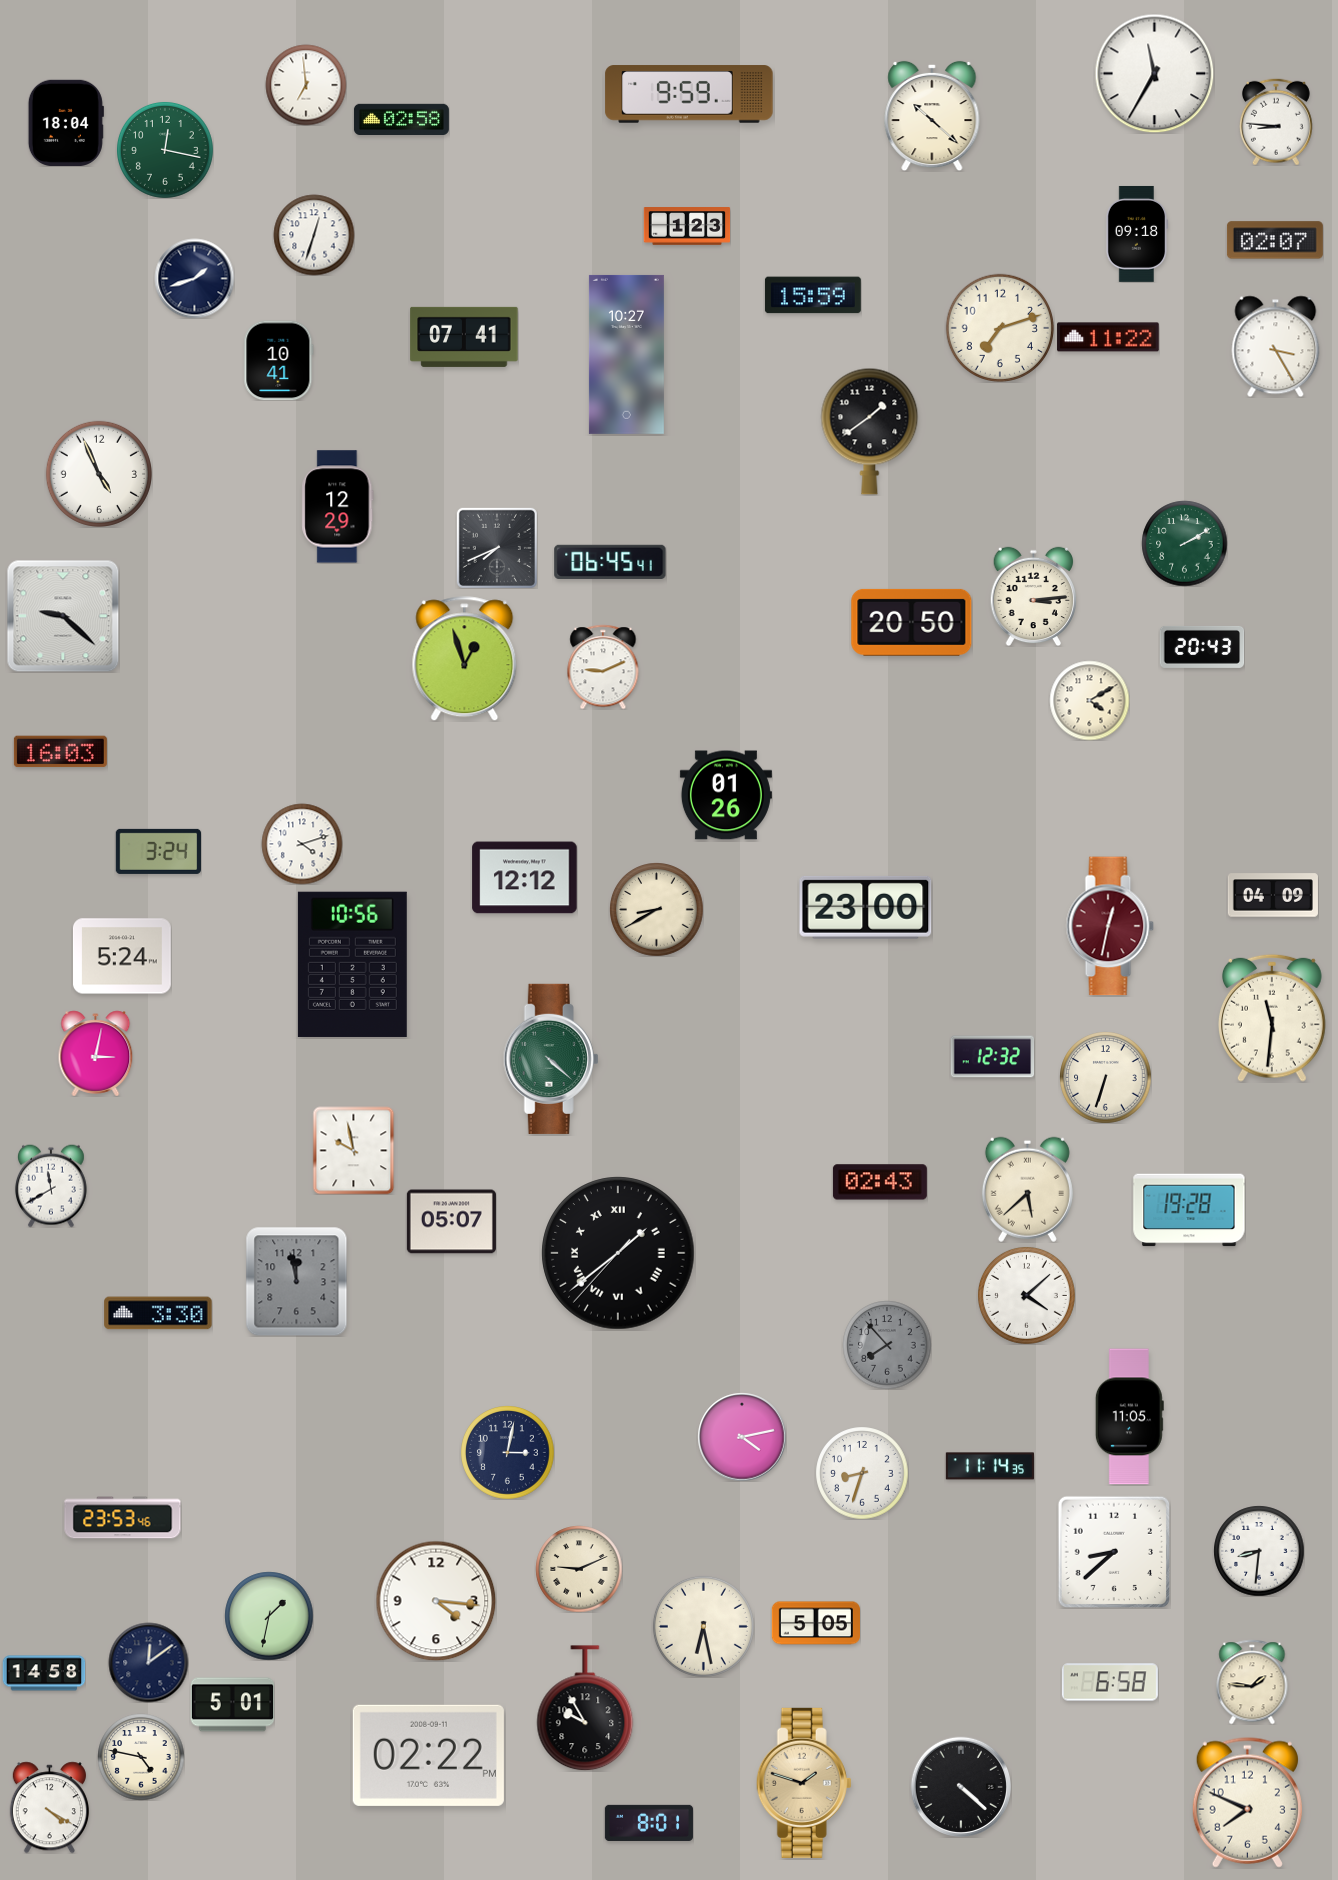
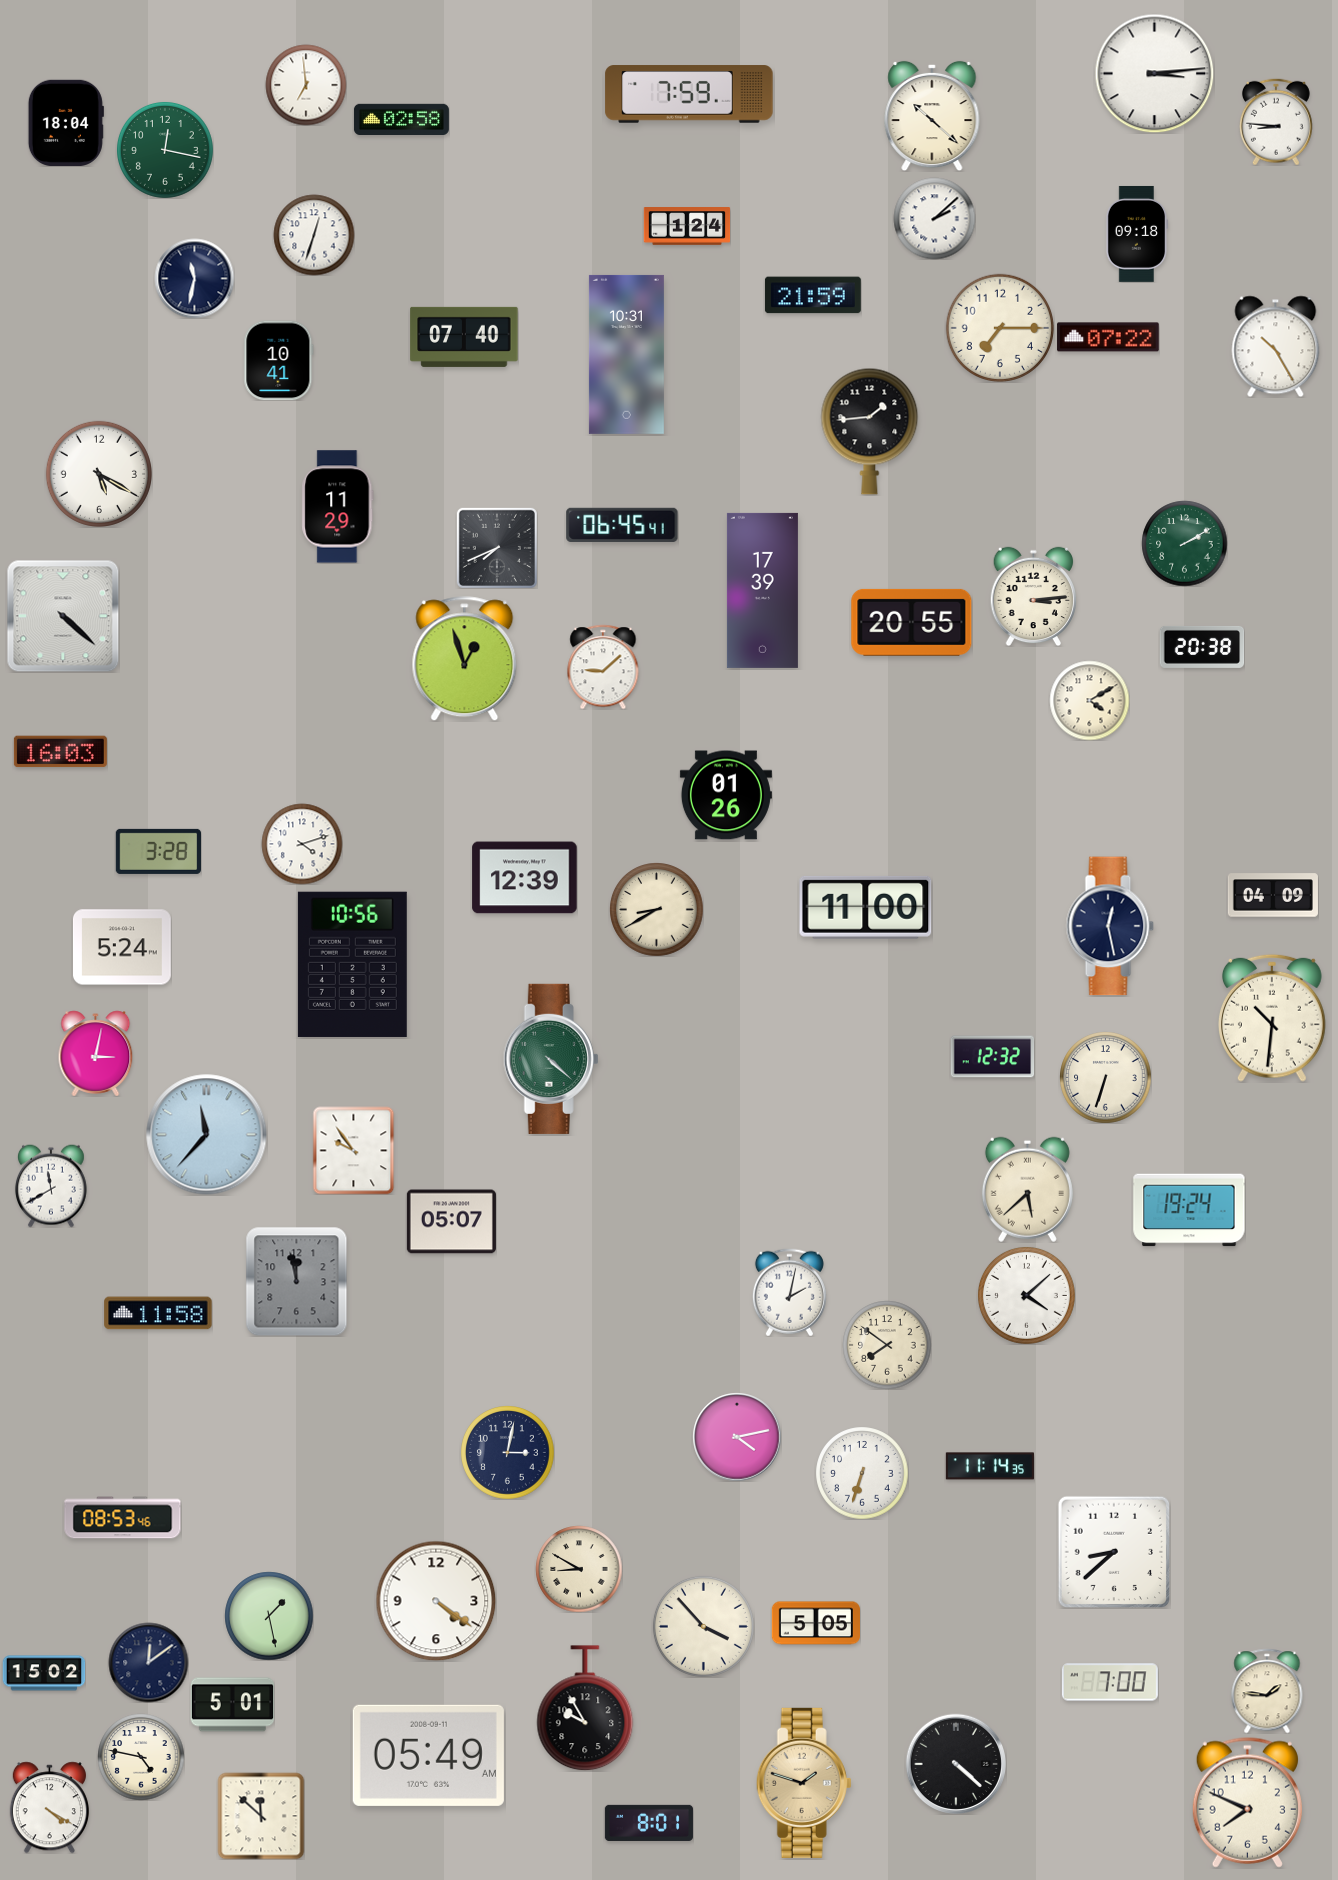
clock at (1154, 73): 11:35 -> 3:14
clock at (689, 94): 9:59 -> 7:59
clock at (934, 218): none -> 2:08
clock at (687, 226): 1:23 -> 1:24
clock at (1275, 240): 02:07 -> none
clock at (194, 278): 1:42 -> 11:32
clock at (813, 295): 15:59 -> 21:59
clock at (1000, 327): 7:12 -> 7:15
clock at (464, 337): 07:41 -> 07:40
clock at (1108, 337): 11:22 -> 07:22
clock at (1276, 346): 3:25 -> 10:25
clock at (626, 354): 10:27 -> 10:31
clock at (870, 431): 1:39 -> 1:44
clock at (99, 474): 4:56 -> 5:20
clock at (338, 507): 12:29 -> 11:29
clock at (610, 562) position: (610, 562) -> (622, 525)
clock at (762, 590): none -> 17:39
clock at (63, 616): 9:22 -> 4:22
clock at (912, 622): 20:50 -> 20:55
clock at (1202, 647): 20:43 -> 20:38
clock at (603, 667): 9:11 -> 9:08
clock at (158, 851): 3:24 -> 3:28
clock at (525, 878): 12:12 -> 12:39
clock at (866, 907): 23:00 -> 11:00
clock at (1110, 926): 12:32 -> 12:28
clock at (1110, 926) dial: burgundy -> navy
clock at (122, 956) position: (122, 956) -> (122, 947)
clock at (1272, 1018): 11:31 -> 10:31
clock at (207, 1135): none -> 11:37
clock at (354, 1150): 9:58 -> 9:54
clock at (880, 1182): 02:43 -> none
clock at (1189, 1210): 19:28 -> 19:24
clock at (618, 1253): 1:38 -> none
clock at (789, 1292): none -> 2:02
clock at (158, 1313): 3:30 -> 11:58
clock at (887, 1345): 7:53 -> 7:51
clock at (887, 1345) dial: grey -> cream
clock at (1129, 1417): 11:05 -> none
clock at (742, 1437) position: (742, 1437) -> (737, 1437)
clock at (862, 1473): 8:33 -> 6:33
clock at (123, 1518): 23:53 -> 08:53
clock at (1259, 1551): 8:31 -> none
clock at (579, 1569): 9:11 -> 8:50
clock at (436, 1601): 4:16 -> 4:21
clock at (269, 1616): 1:32 -> 1:28
clock at (703, 1626): 6:28 -> 3:53
clock at (44, 1673): 14:58 -> 15:02
clock at (1110, 1682): 6:58 -> 7:00
clock at (1252, 1682) position: (1252, 1682) -> (1267, 1691)
clock at (428, 1755): 02:22 -> 05:49
clock at (960, 1786) position: (960, 1786) -> (955, 1763)
clock at (261, 1816): none -> 11:52
